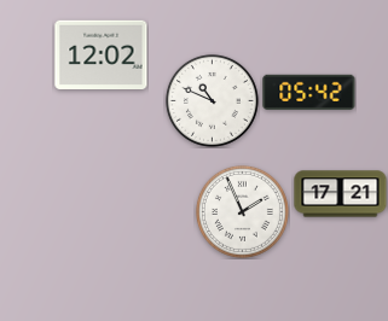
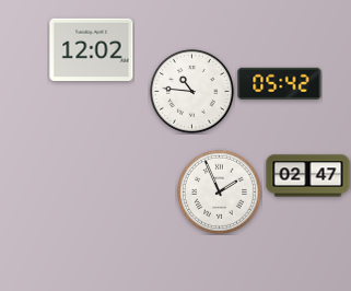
clock at (212, 100): 10:49 -> 10:46
clock at (341, 194): 17:21 -> 02:47
